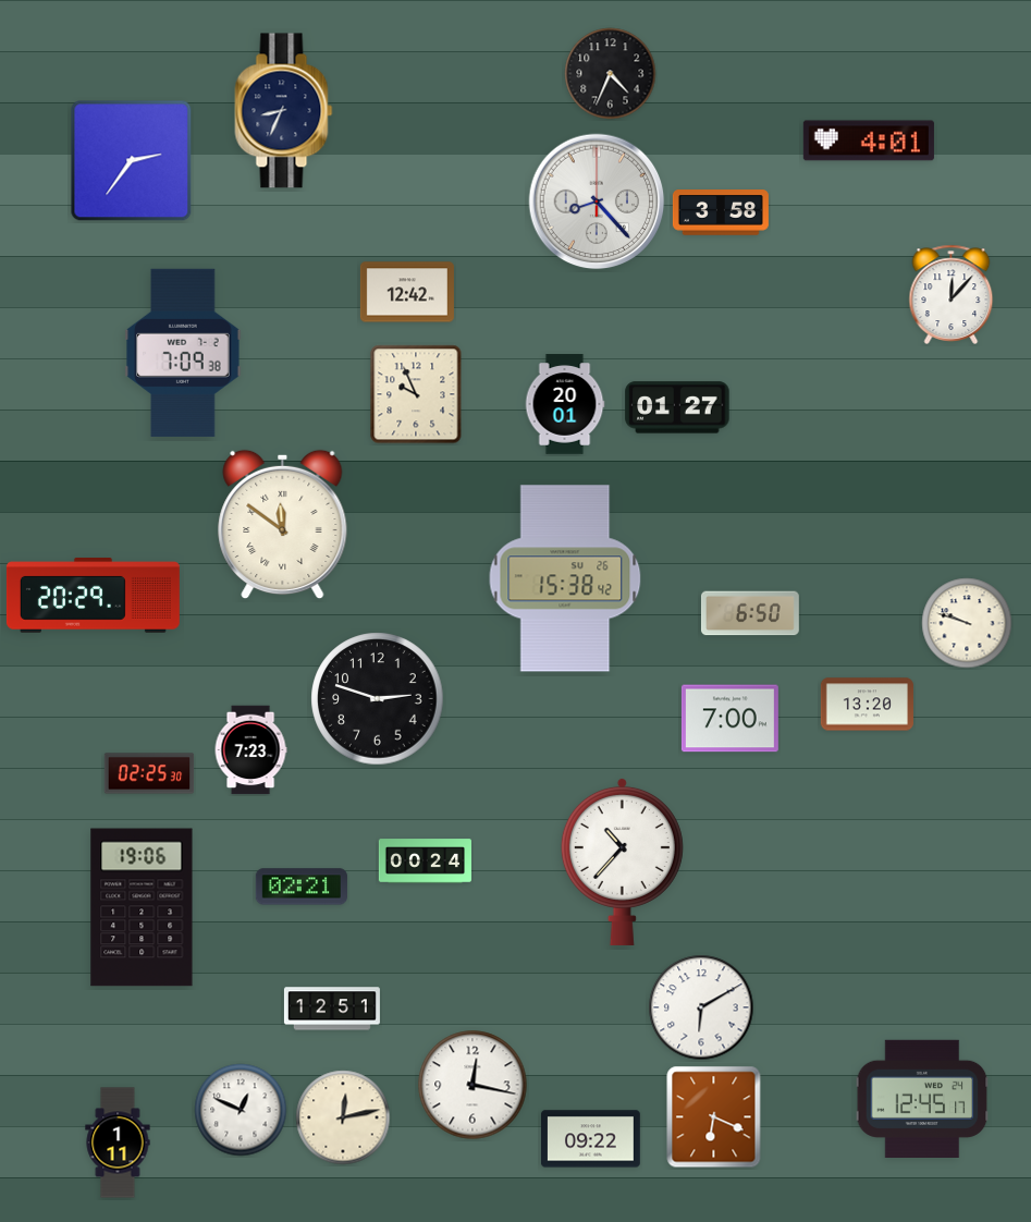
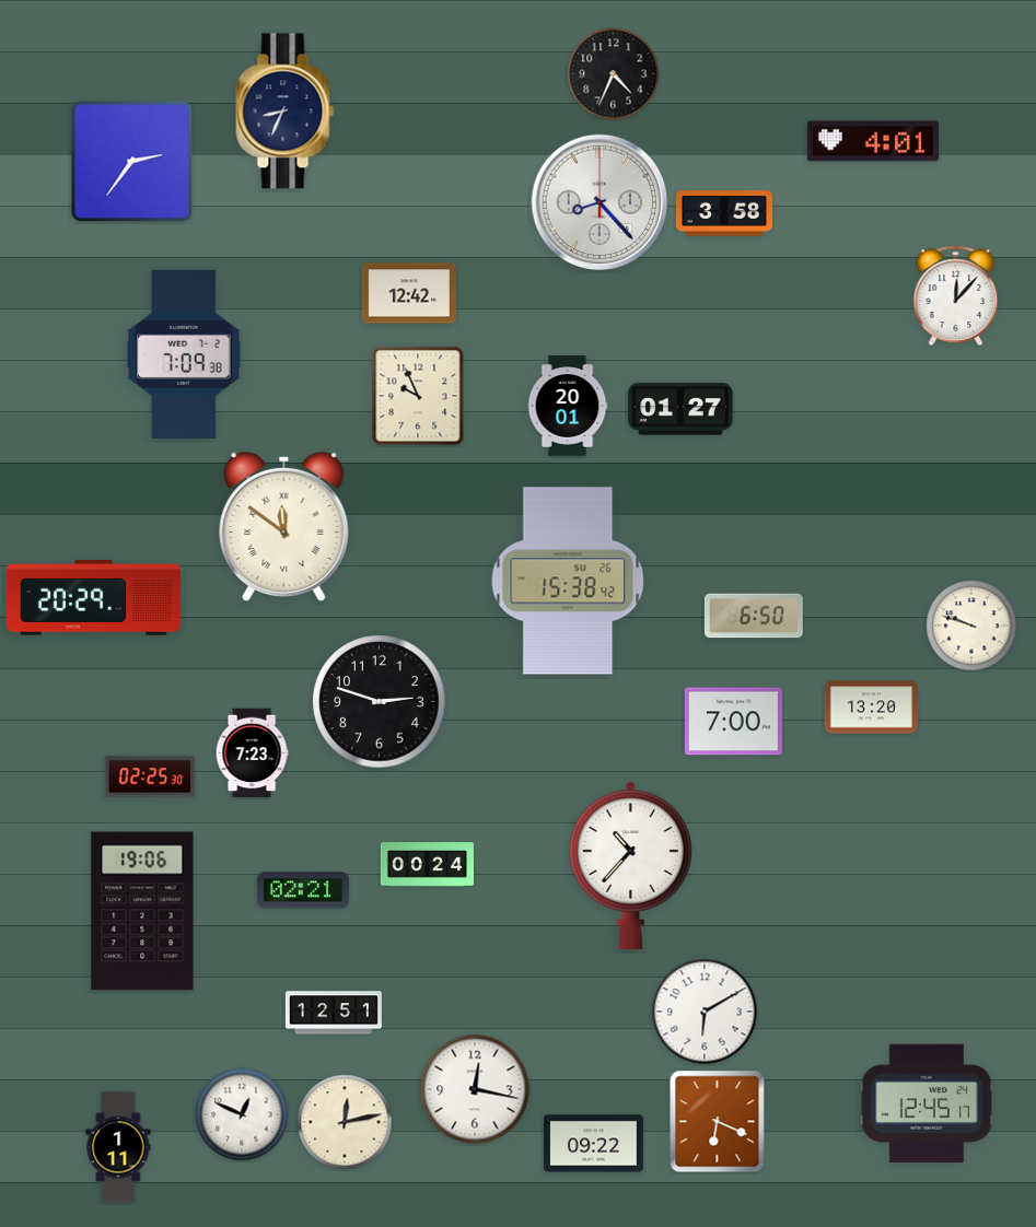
clock at (622, 861) position: (622, 861) -> (630, 865)
